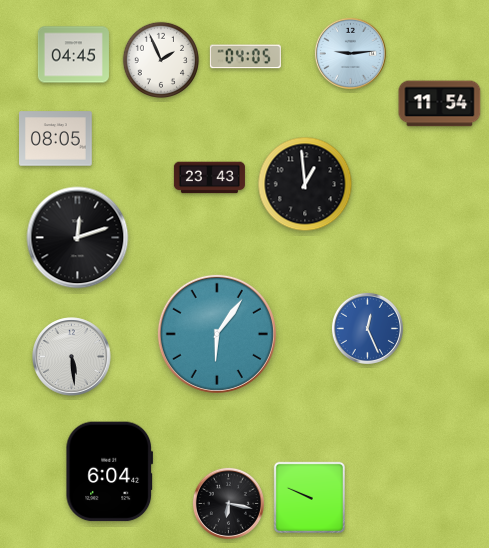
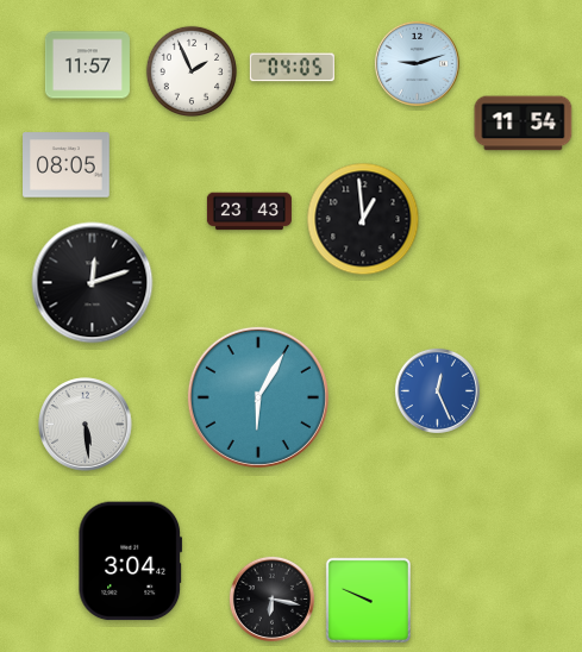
clock at (350, 53): 9:14 -> 9:12
clock at (73, 55): 04:45 -> 11:57
clock at (217, 334): 6:06 -> 6:05
clock at (110, 472): 6:04 -> 3:04
clock at (309, 497) position: (309, 497) -> (368, 600)
